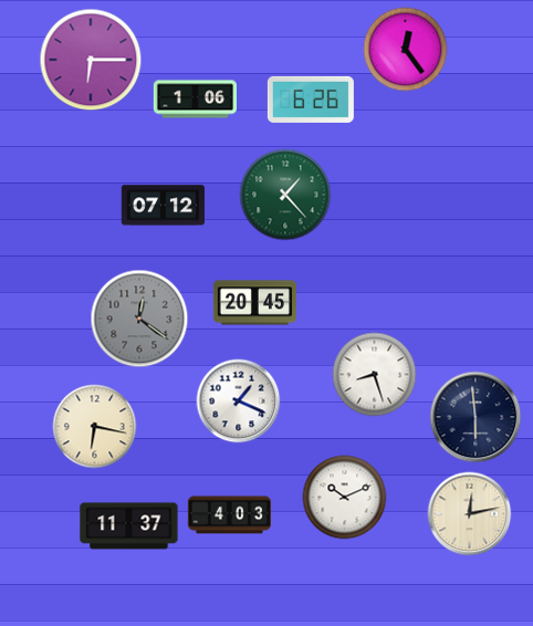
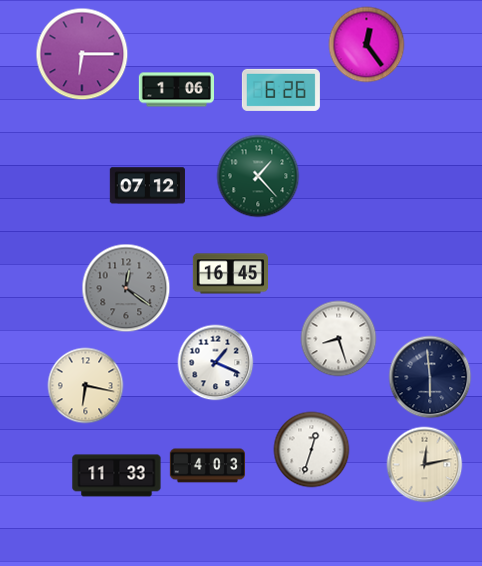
clock at (254, 303): 20:45 -> 16:45
clock at (345, 498): 10:11 -> 12:33
clock at (129, 526): 11:37 -> 11:33
